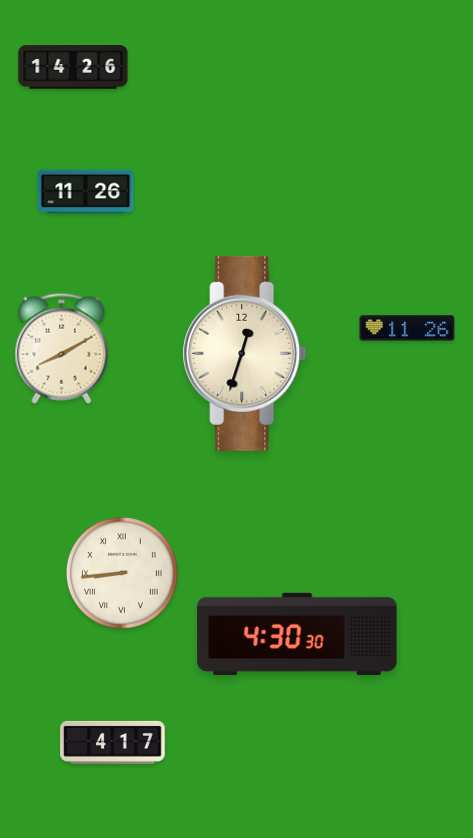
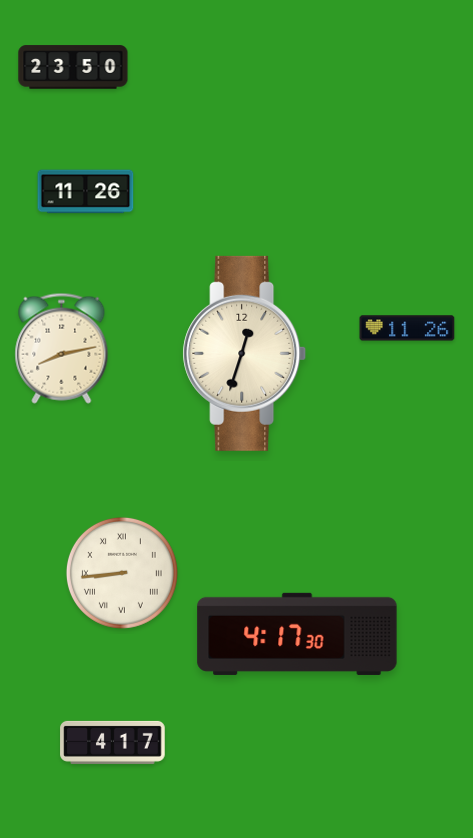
clock at (73, 67): 14:26 -> 23:50
clock at (62, 348): 8:10 -> 8:13
clock at (297, 634): 4:30 -> 4:17
